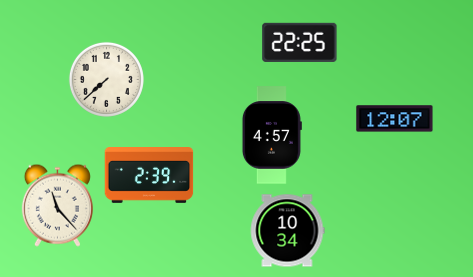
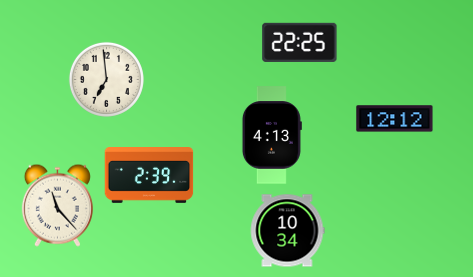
clock at (106, 79): 7:38 -> 6:59
clock at (395, 119): 12:07 -> 12:12
clock at (271, 135): 4:57 -> 4:13
